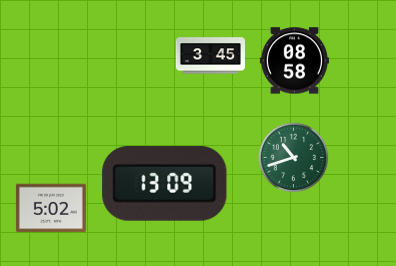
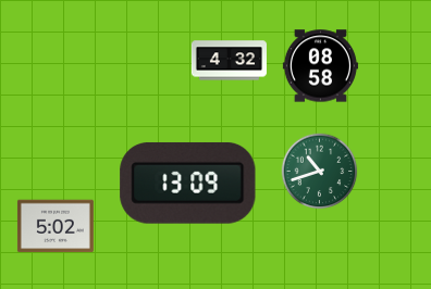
clock at (210, 56): 3:45 -> 4:32
clock at (165, 183) position: (165, 183) -> (188, 183)
